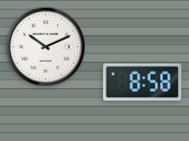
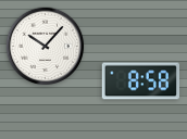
clock at (46, 47): 10:11 -> 10:07
